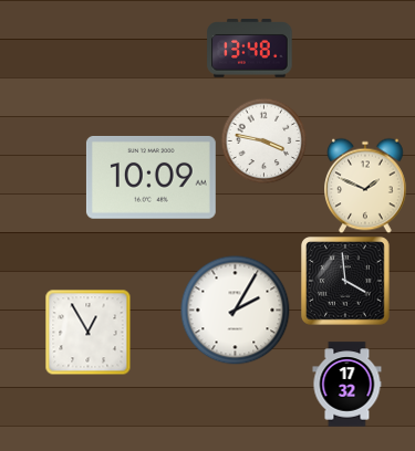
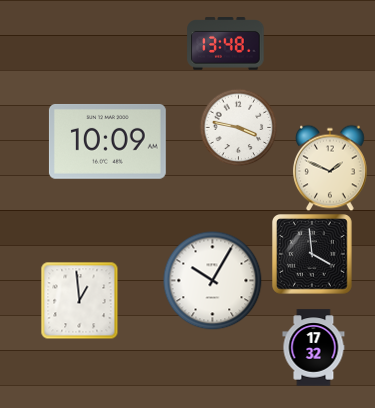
clock at (151, 177) position: (151, 177) -> (107, 141)
clock at (236, 311): 2:05 -> 10:05
clock at (87, 332): 12:55 -> 12:59
